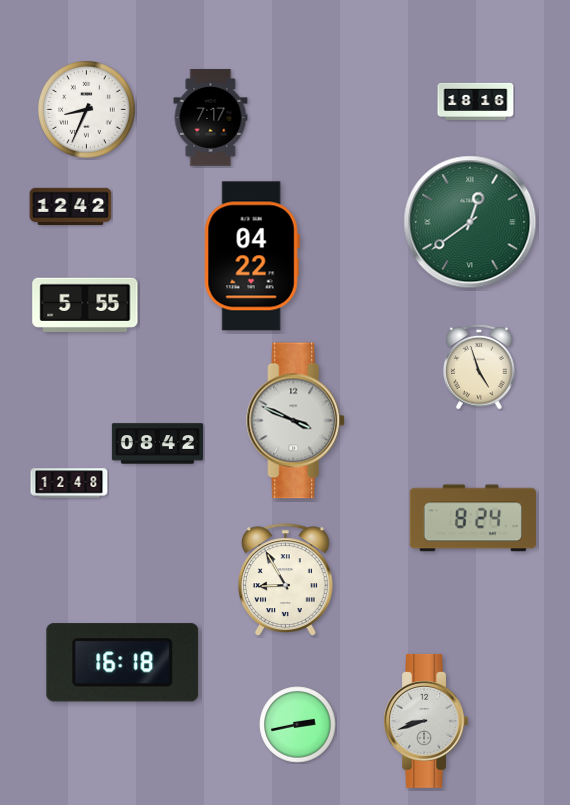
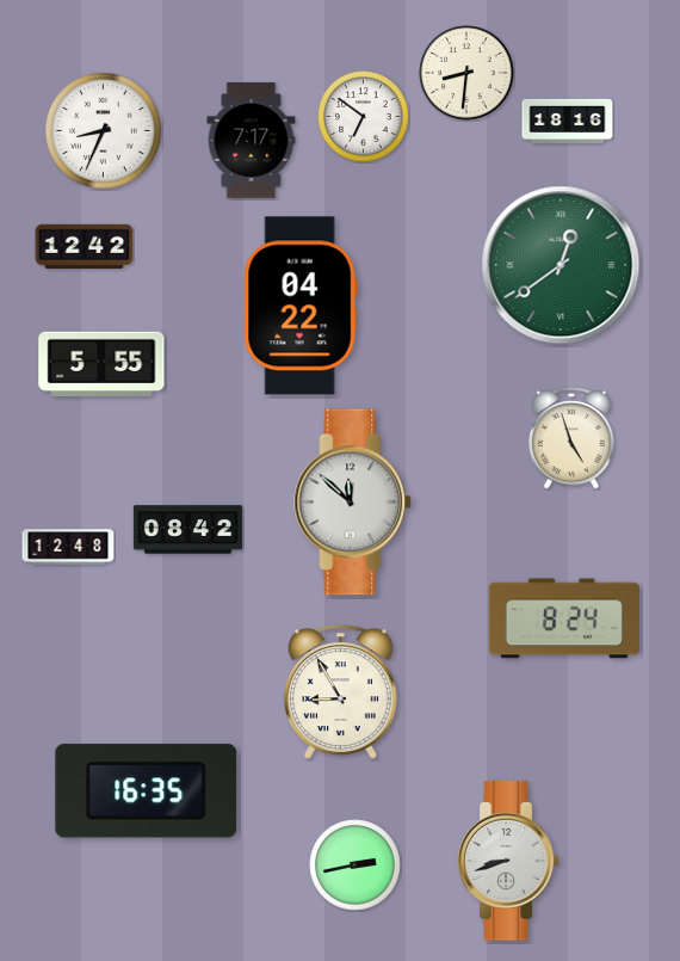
clock at (466, 73): none -> 8:31
clock at (364, 117): none -> 6:51
clock at (296, 421): 3:49 -> 11:52
clock at (69, 483) position: (69, 483) -> (68, 547)
clock at (123, 663): 16:18 -> 16:35
